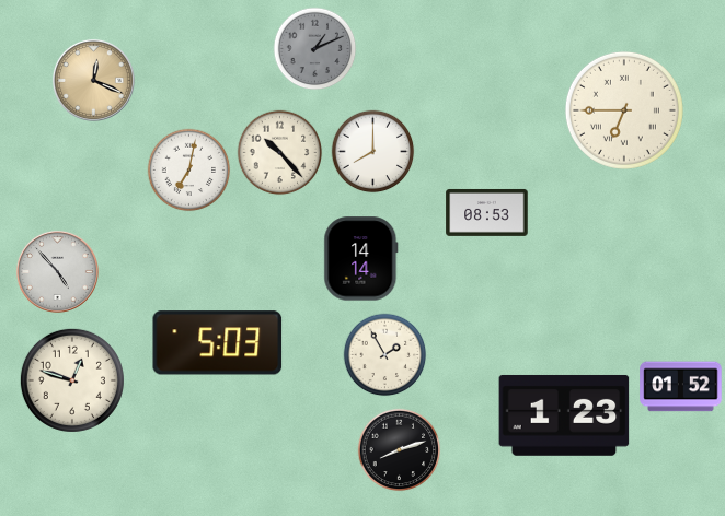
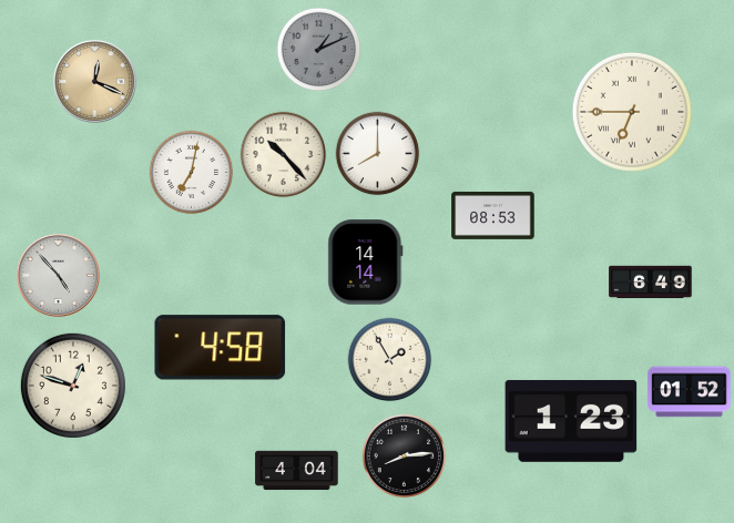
clock at (651, 283): none -> 6:49
clock at (218, 343): 5:03 -> 4:58
clock at (400, 450): 8:12 -> 8:14
clock at (297, 471): none -> 4:04
